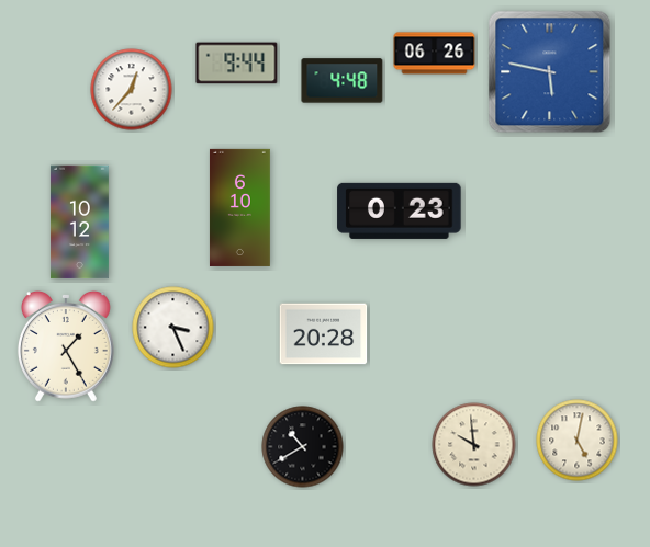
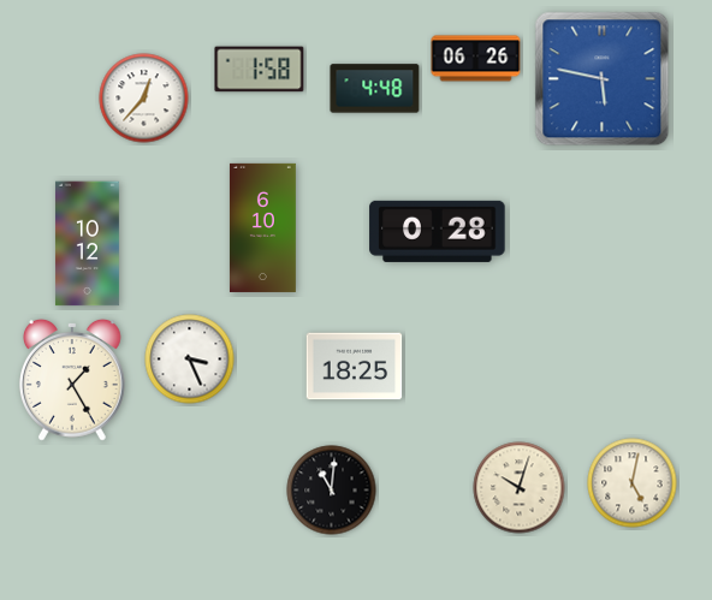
clock at (237, 64): 9:44 -> 1:58
clock at (400, 210): 0:23 -> 0:28
clock at (324, 334): 20:28 -> 18:25
clock at (474, 445): 9:59 -> 10:03
clock at (303, 447): 10:40 -> 11:01
